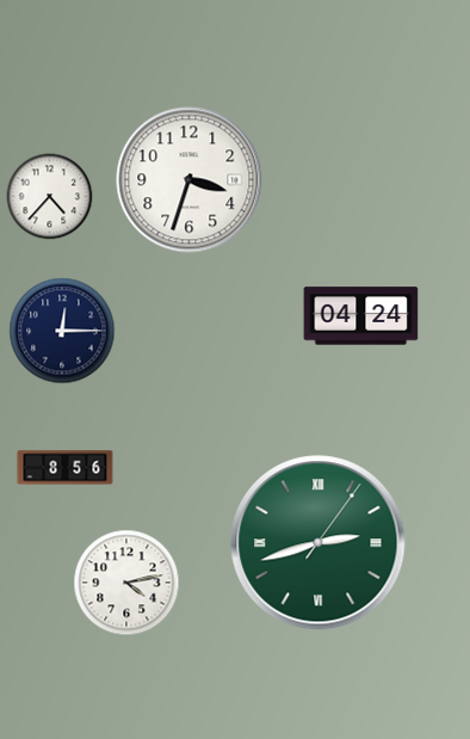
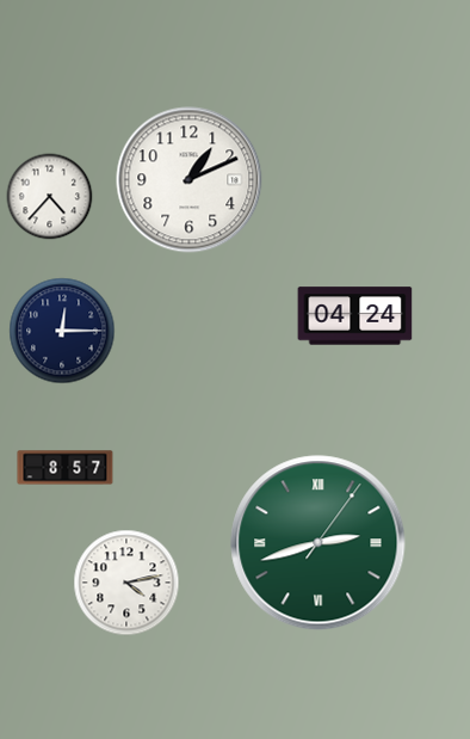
clock at (190, 180): 3:33 -> 1:11
clock at (361, 316) position: (361, 316) -> (355, 316)
clock at (66, 468): 8:56 -> 8:57
